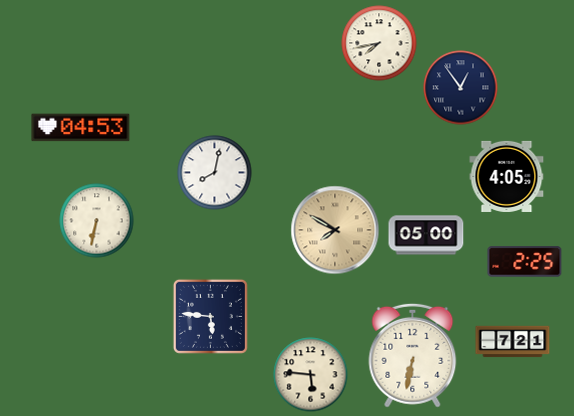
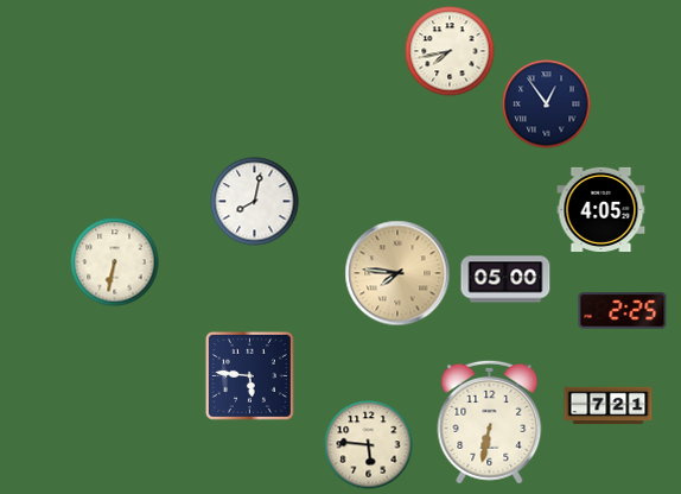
clock at (81, 128): 04:53 -> none
clock at (215, 173) position: (215, 173) -> (255, 202)
clock at (335, 230): 7:50 -> 7:46
